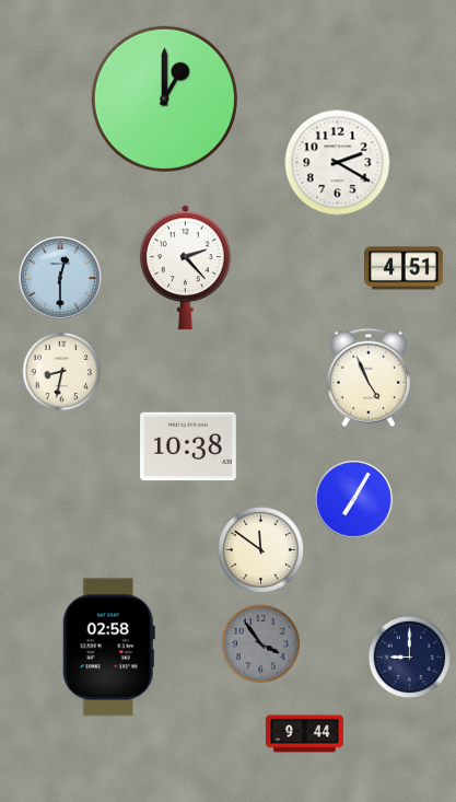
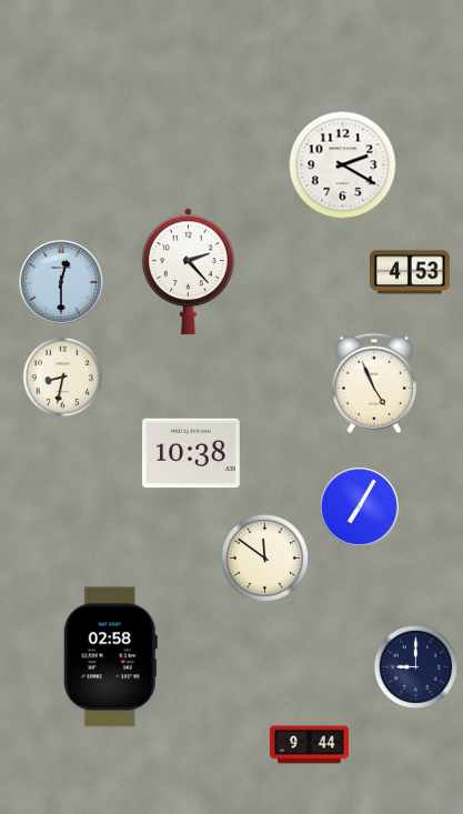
clock at (164, 98): 1:00 -> none
clock at (405, 268): 4:51 -> 4:53
clock at (261, 644): 3:54 -> none
